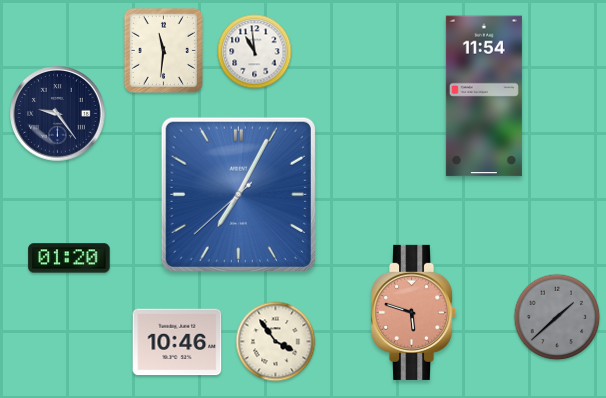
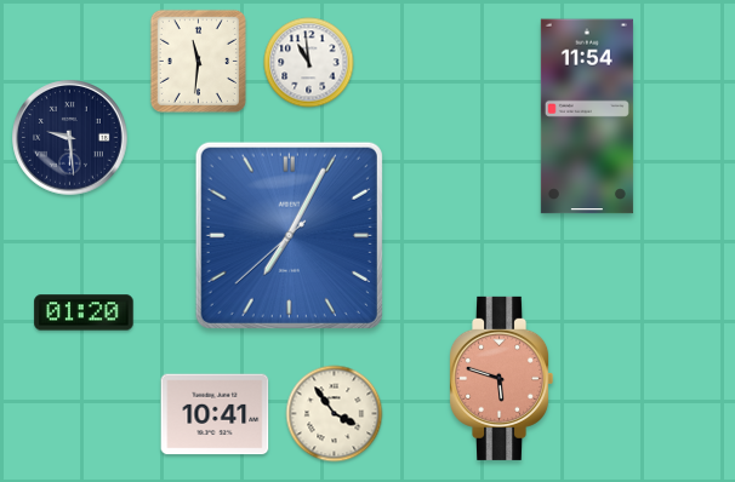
clock at (58, 114): 9:24 -> 9:29
clock at (557, 317): 1:38 -> none
clock at (177, 342): 10:46 -> 10:41
